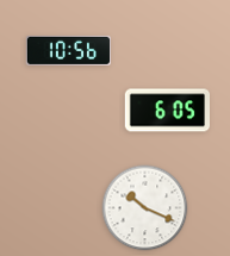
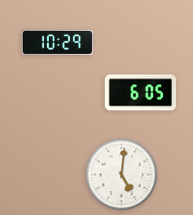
clock at (68, 50): 10:56 -> 10:29
clock at (145, 208): 10:19 -> 5:01
